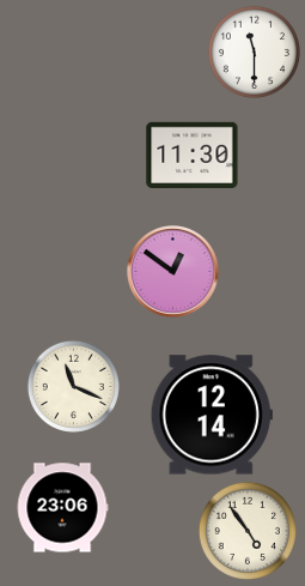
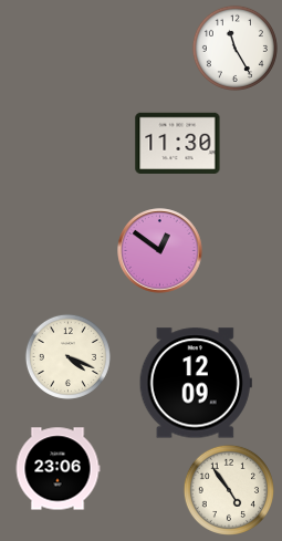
clock at (254, 52): 11:30 -> 11:25
clock at (73, 386): 11:19 -> 4:19
clock at (212, 415): 12:14 -> 12:09
